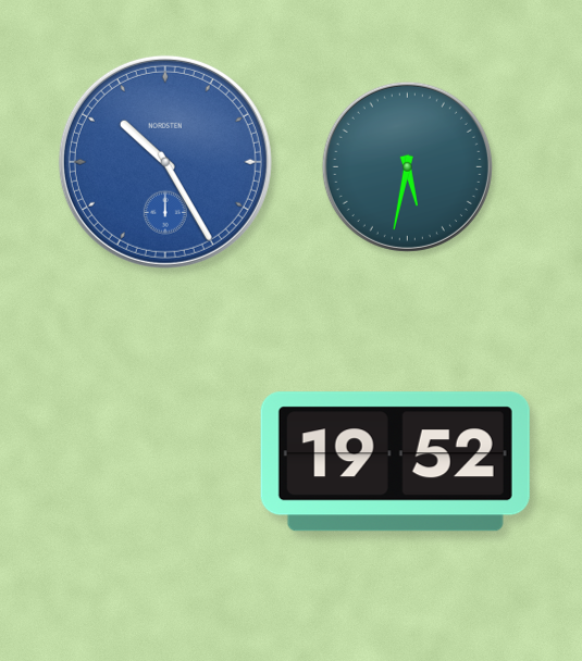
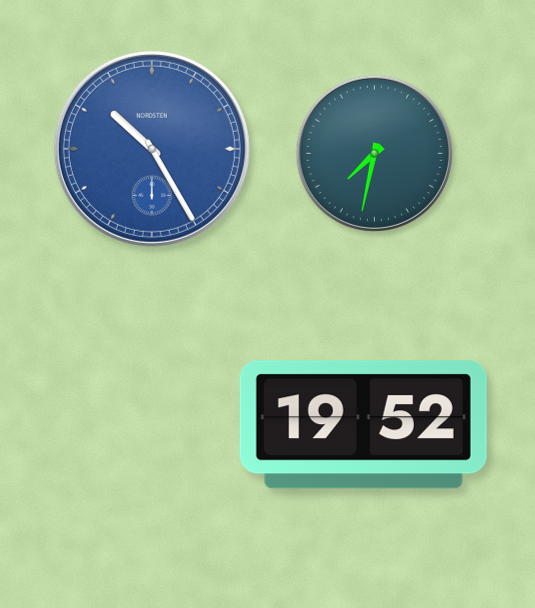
clock at (407, 166): 5:32 -> 7:32
